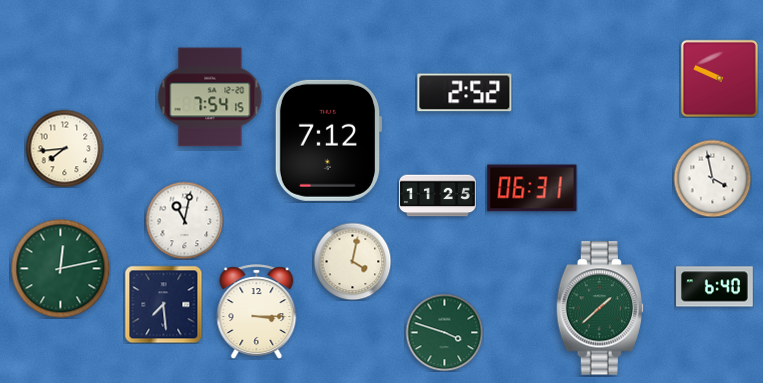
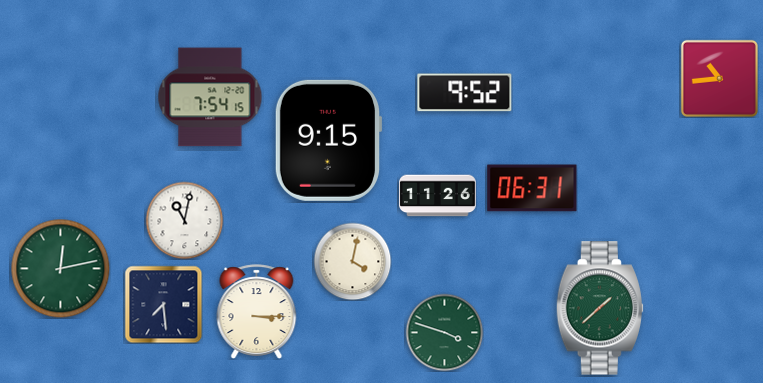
clock at (719, 78): 9:49 -> 10:44
clock at (465, 93): 2:52 -> 9:52
clock at (328, 140): 7:12 -> 9:15
clock at (64, 148): 7:44 -> none
clock at (712, 178): 3:58 -> none
clock at (438, 196): 11:25 -> 11:26
clock at (715, 287): 6:40 -> none
